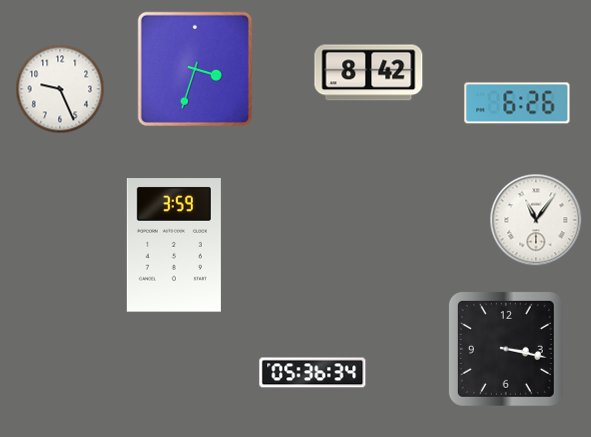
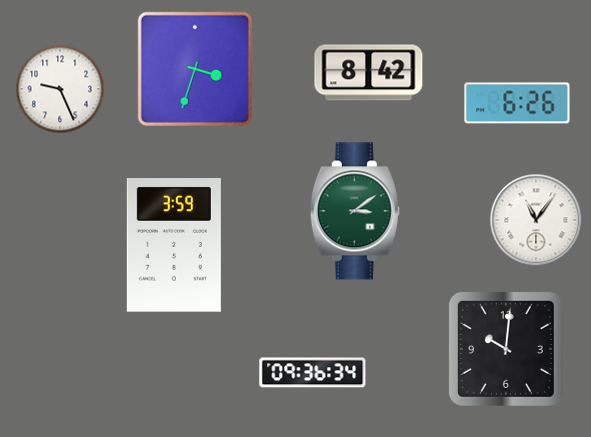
clock at (355, 211): none -> 3:09
clock at (506, 349): 3:17 -> 10:01
clock at (313, 373): 05:36 -> 09:36
